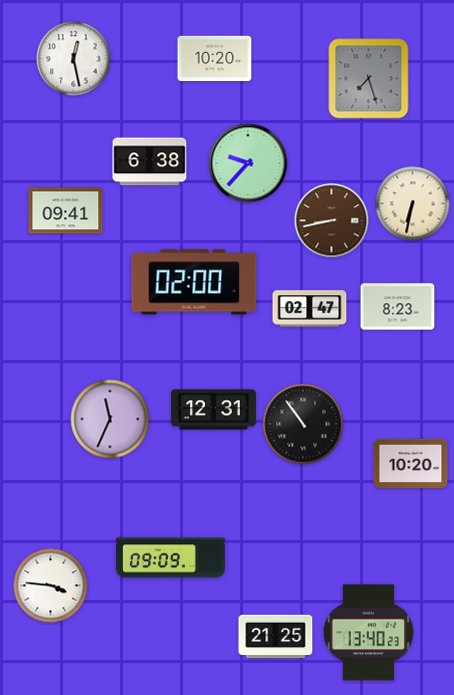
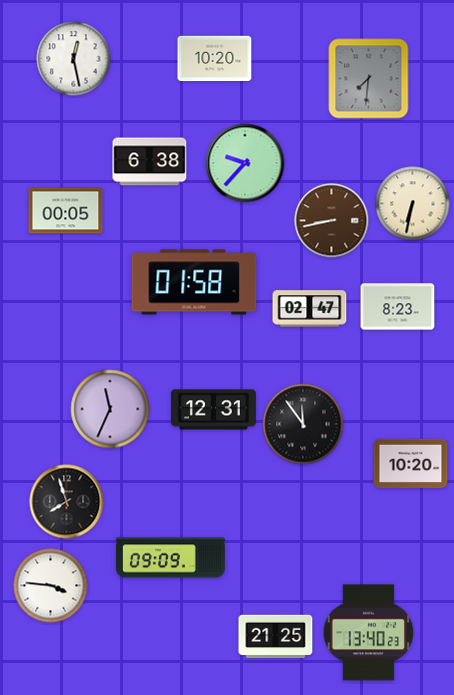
clock at (369, 79): 7:27 -> 7:31
clock at (248, 163) position: (248, 163) -> (245, 163)
clock at (66, 211): 09:41 -> 00:05
clock at (194, 282): 02:00 -> 01:58
clock at (110, 419) position: (110, 419) -> (110, 409)
clock at (303, 424): 10:54 -> 11:54
clock at (67, 502): none -> 7:57
